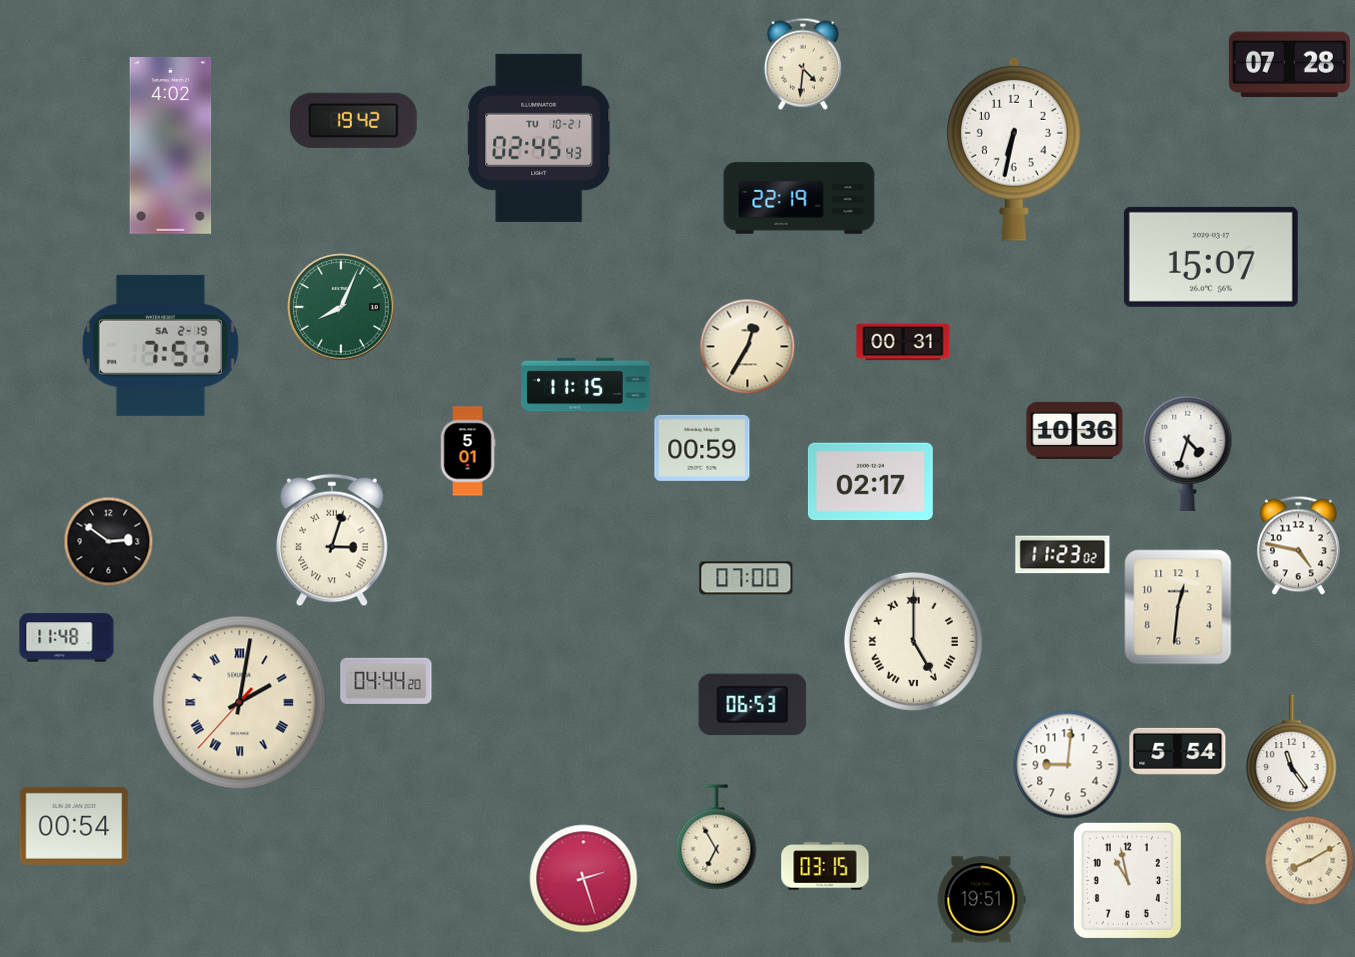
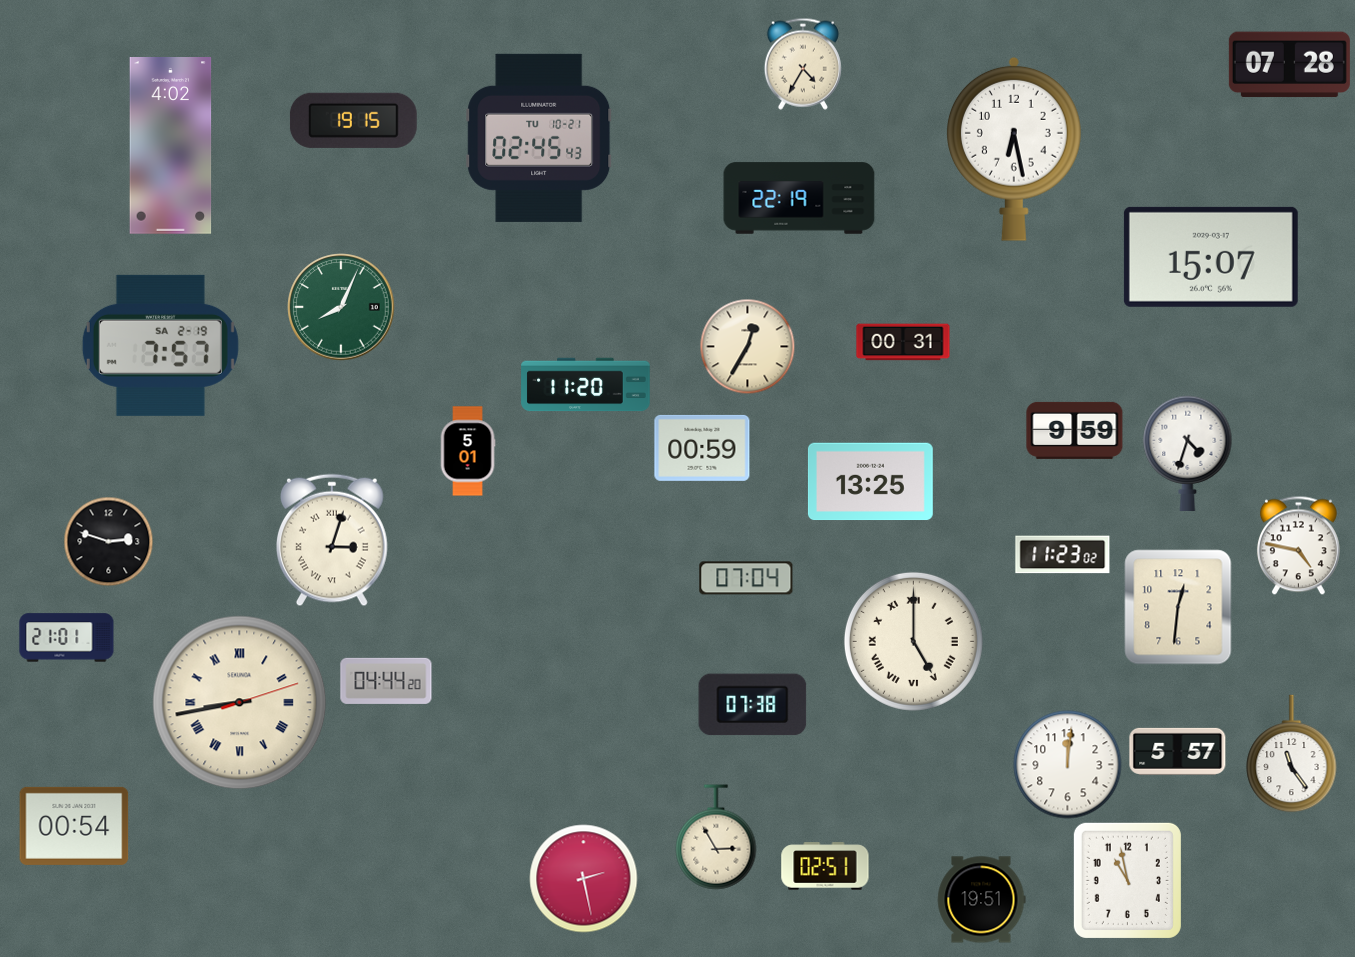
clock at (803, 64): 4:31 -> 4:35
clock at (353, 120): 19:42 -> 19:15
clock at (1014, 149): 6:32 -> 6:28
clock at (586, 385): 11:15 -> 11:20
clock at (1075, 430): 10:36 -> 9:59
clock at (870, 482): 02:17 -> 13:25
clock at (108, 541): 2:51 -> 2:48
clock at (746, 578): 07:00 -> 07:04
clock at (67, 638): 11:48 -> 21:01
clock at (240, 703): 2:01 -> 8:43
clock at (753, 705): 06:53 -> 07:38
clock at (1178, 751): 5:54 -> 5:57
clock at (1068, 765): 9:01 -> 12:01
clock at (716, 837): 6:55 -> 2:55
clock at (1309, 860): 8:10 -> none
clock at (825, 866): 03:15 -> 02:51
clock at (584, 879): 2:27 -> 2:28
